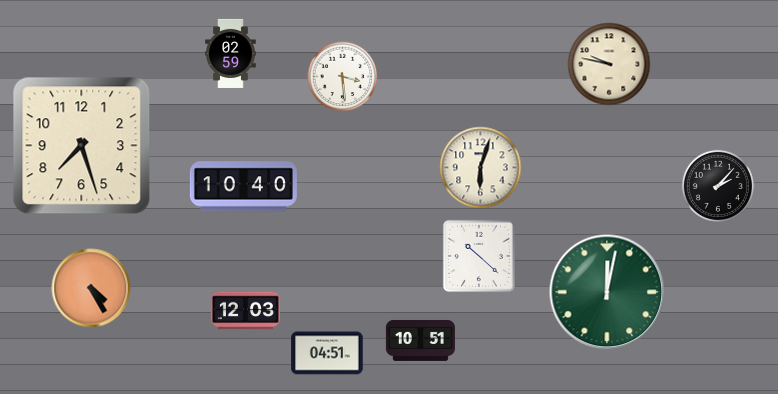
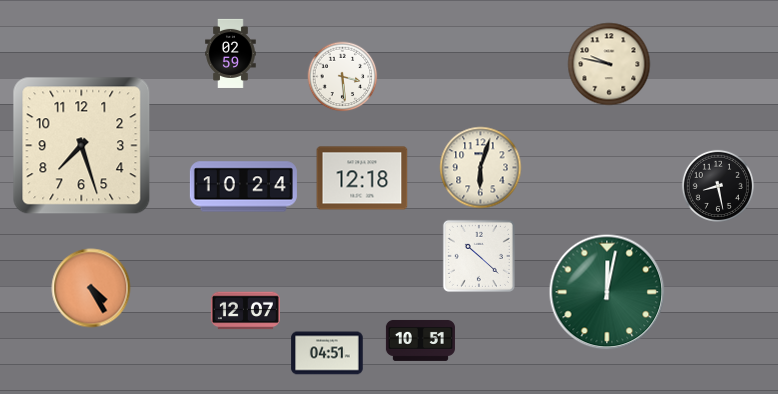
clock at (362, 178): none -> 12:18
clock at (718, 186): 2:07 -> 8:28
clock at (243, 187): 10:40 -> 10:24
clock at (245, 311): 12:03 -> 12:07
